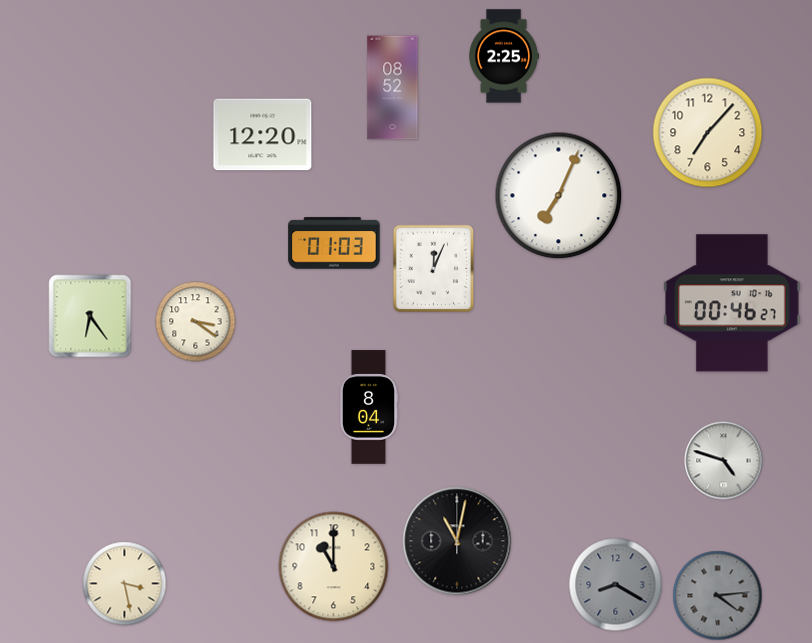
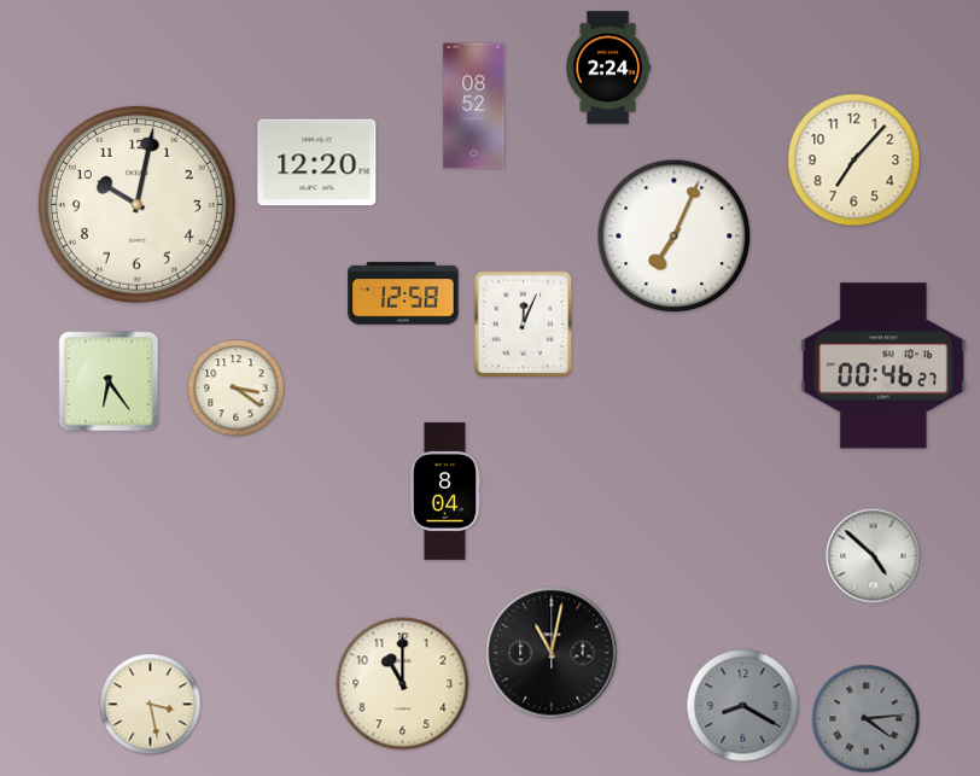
clock at (503, 56): 2:25 -> 2:24
clock at (136, 204): none -> 10:02
clock at (334, 243): 01:03 -> 12:58
clock at (724, 461): 4:48 -> 4:52
